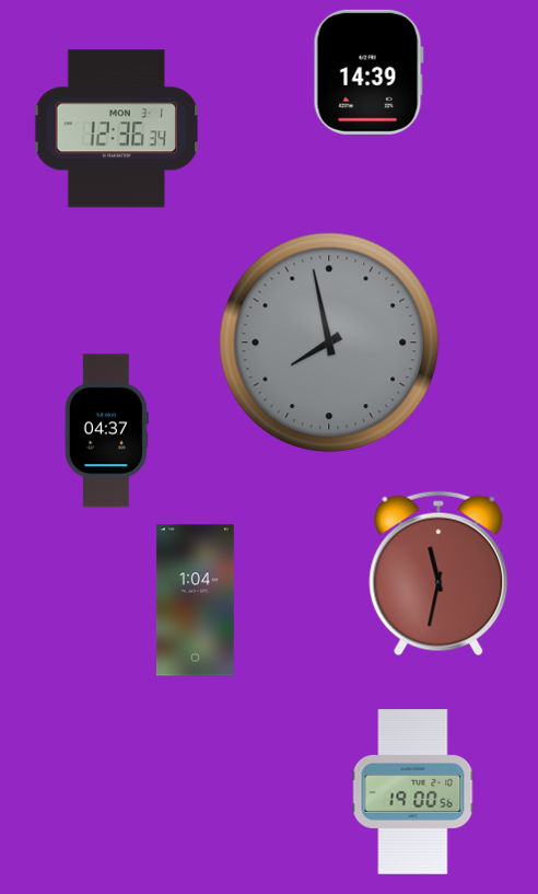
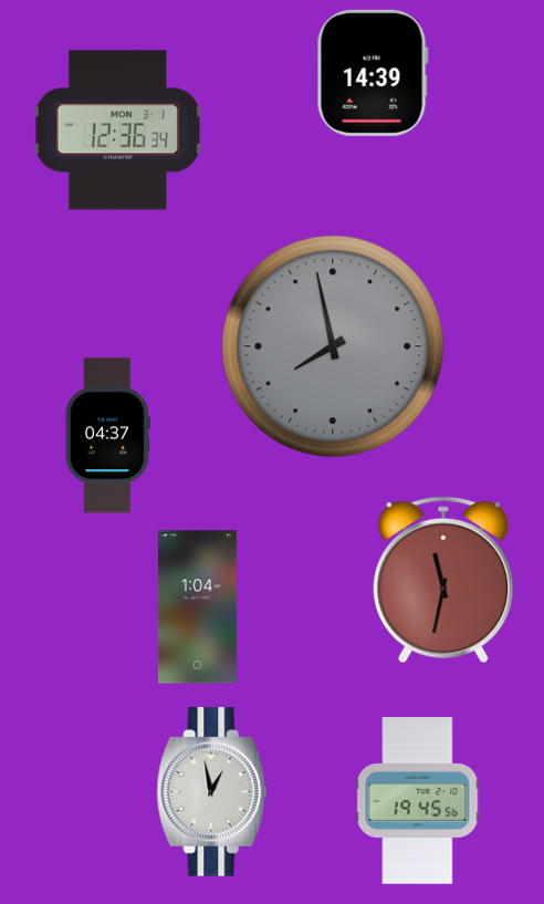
clock at (212, 792): none -> 12:58
clock at (413, 792): 19:00 -> 19:45
